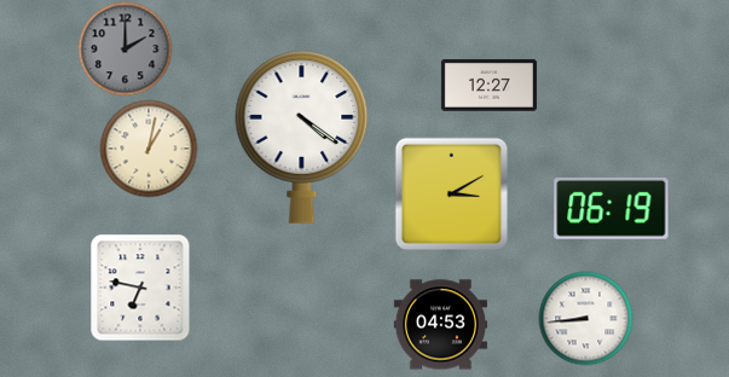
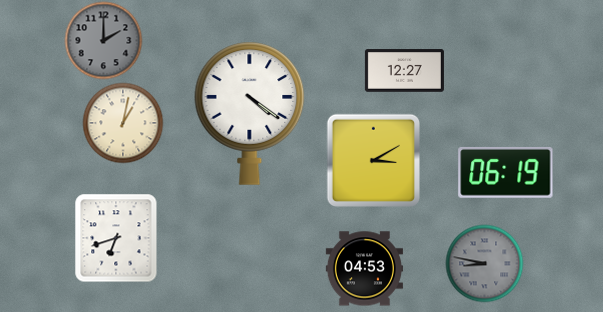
clock at (140, 288): 6:47 -> 6:42
clock at (585, 318): 8:44 -> 8:47
clock at (585, 318) dial: white -> grey
